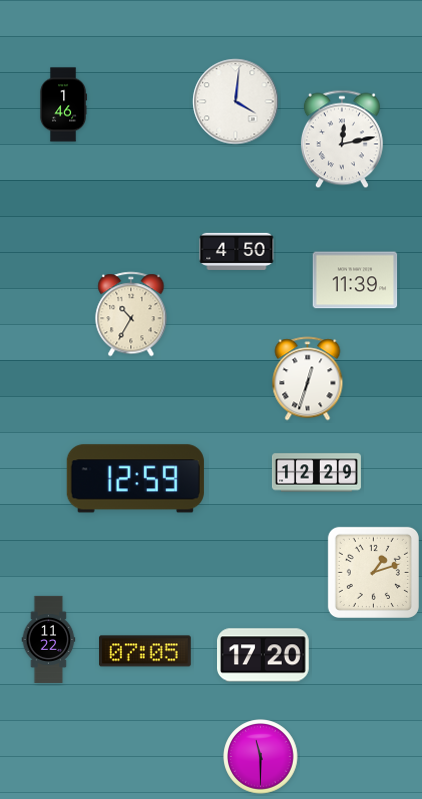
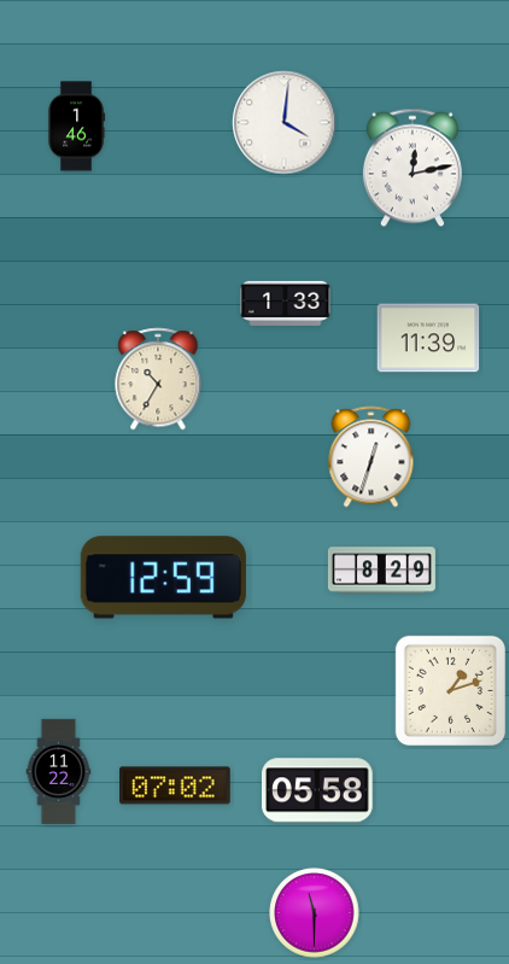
clock at (237, 251): 4:50 -> 1:33
clock at (316, 473): 12:29 -> 8:29
clock at (145, 651): 07:05 -> 07:02
clock at (264, 655): 17:20 -> 05:58
